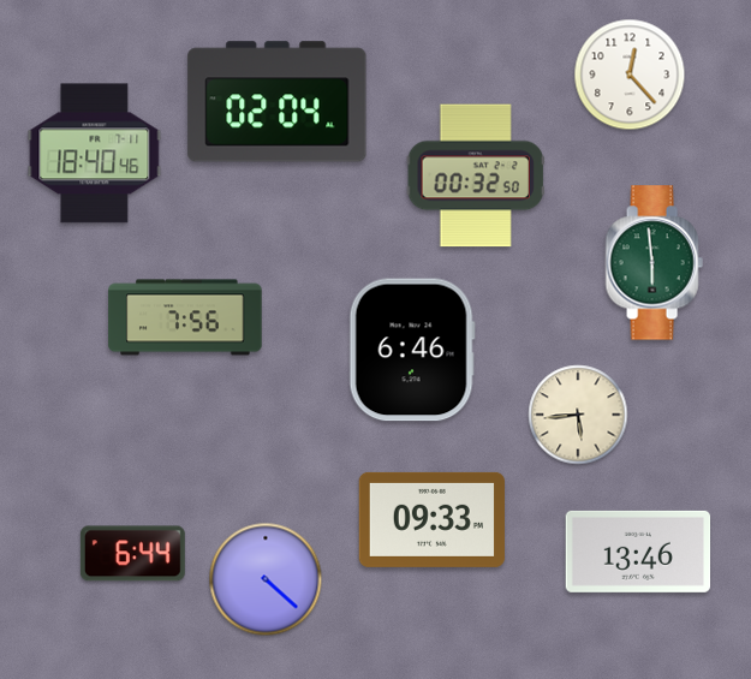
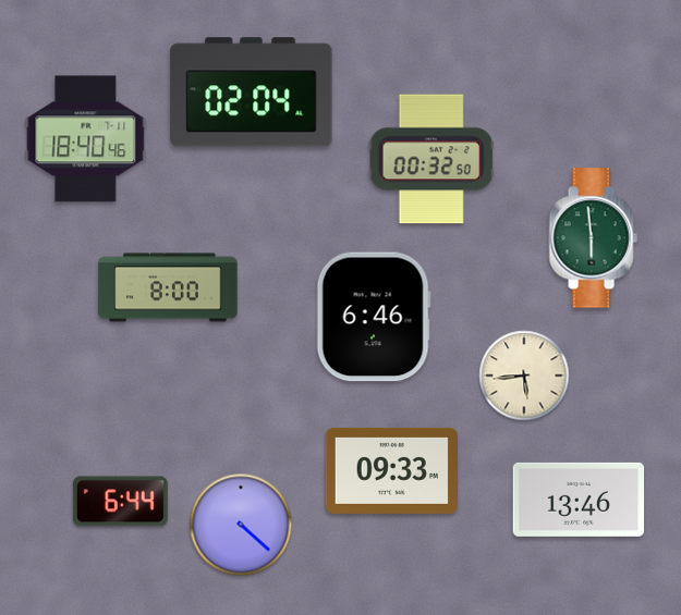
clock at (630, 75): 12:23 -> none
clock at (185, 317): 7:56 -> 8:00
